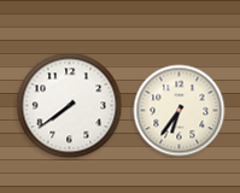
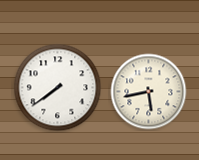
clock at (180, 111): 6:36 -> 5:43
